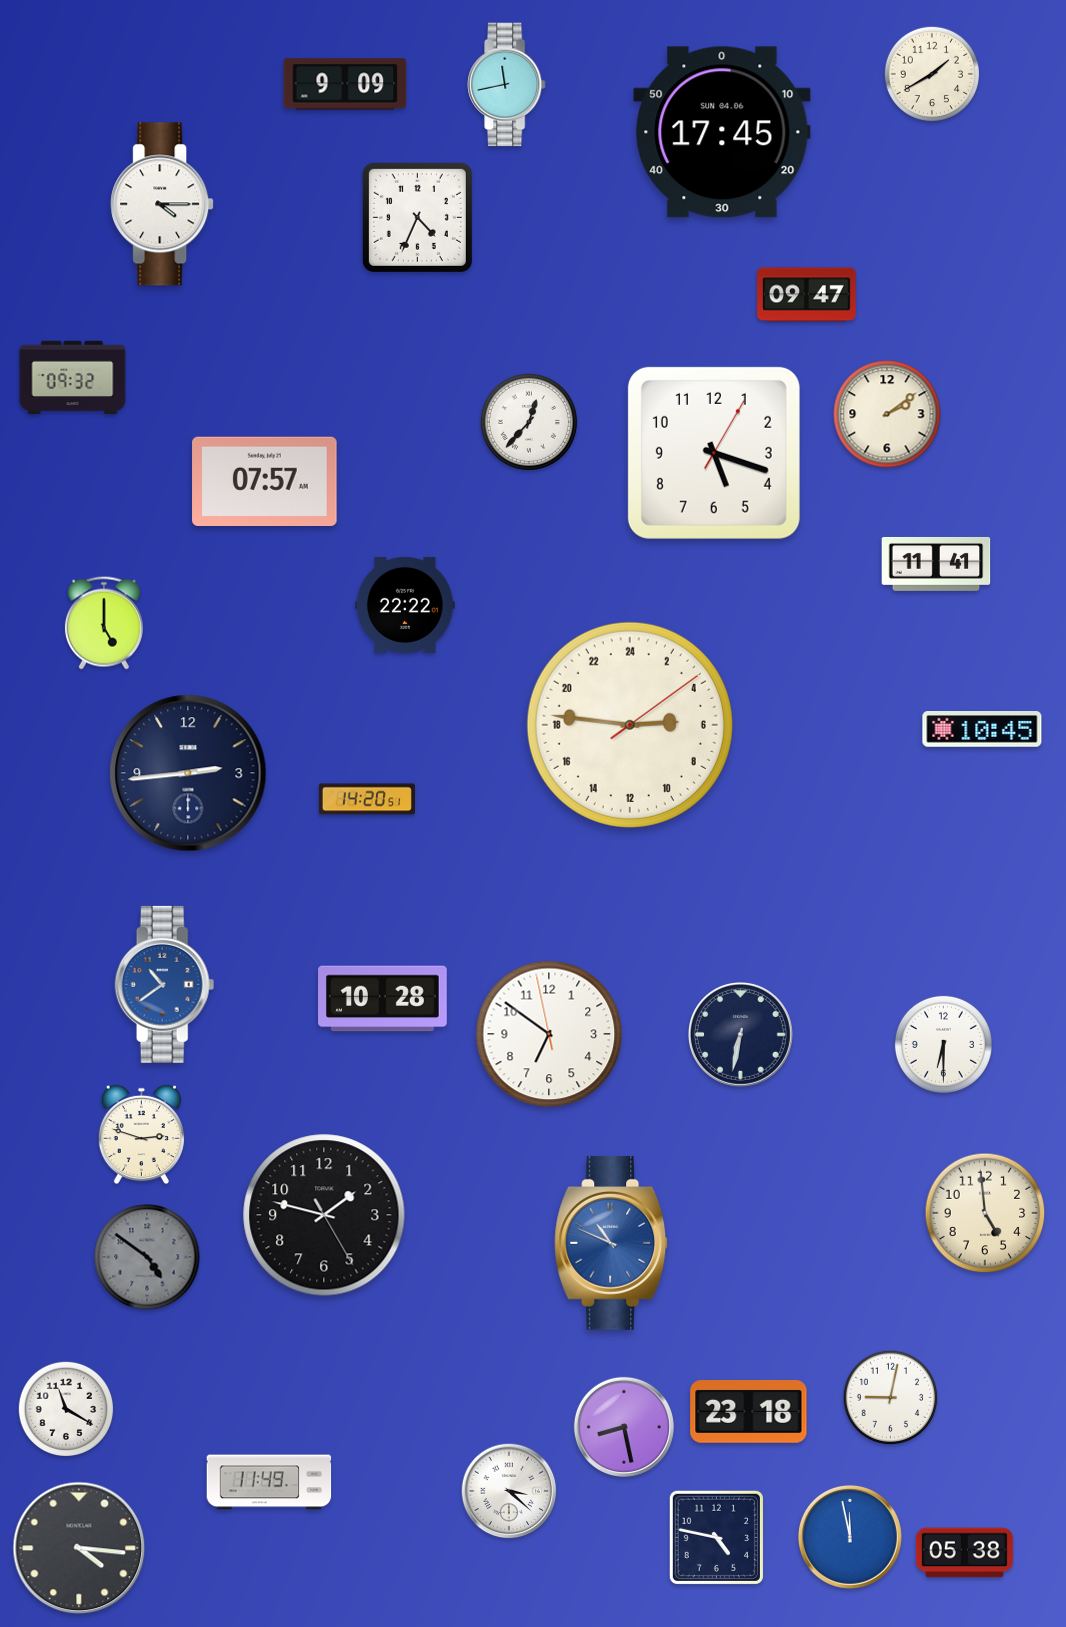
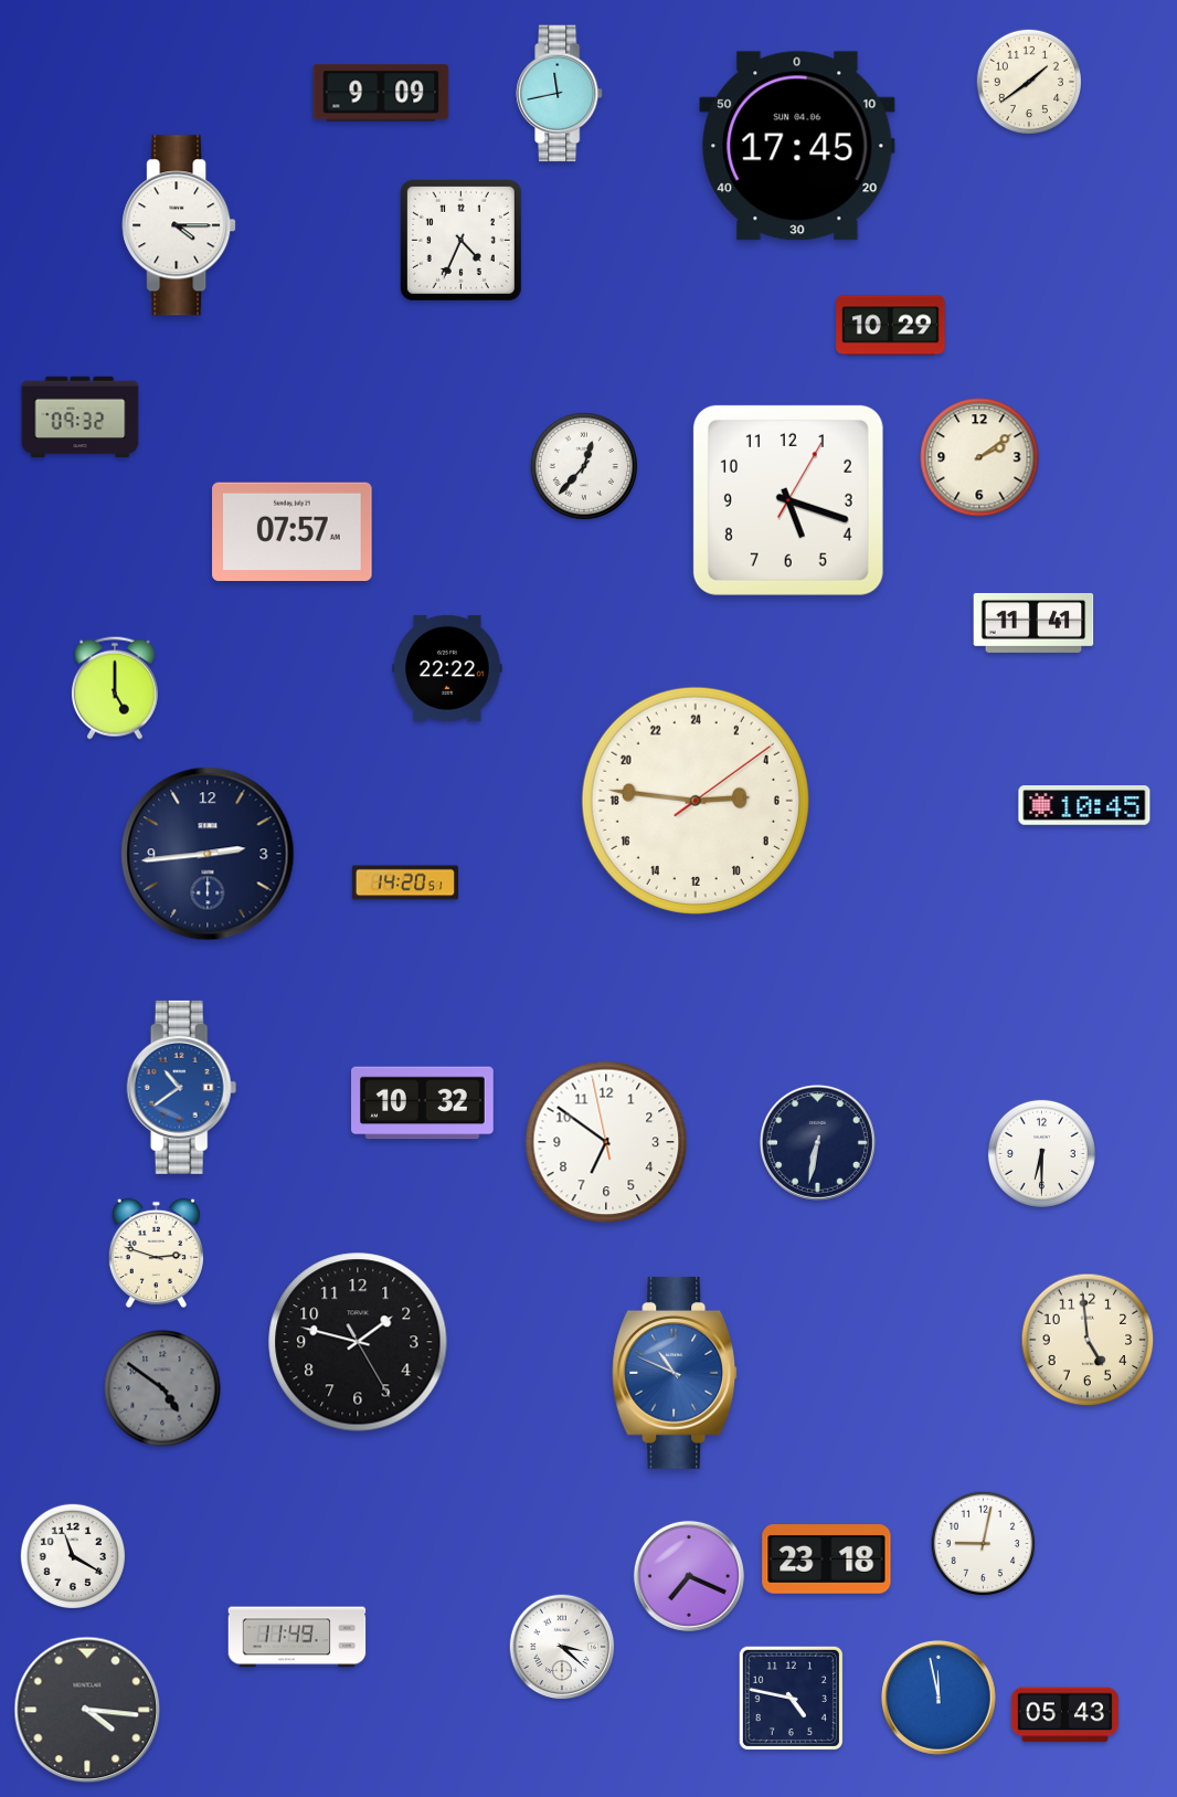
clock at (931, 73): 1:40 -> 1:39
clock at (807, 295): 09:47 -> 10:29
clock at (383, 999): 10:28 -> 10:32
clock at (624, 1427): 8:28 -> 7:19
clock at (964, 1553): 05:38 -> 05:43
